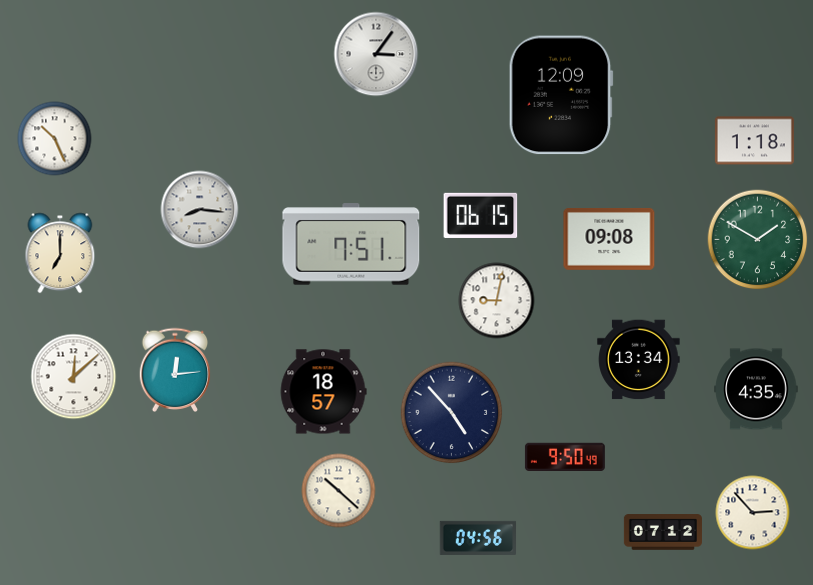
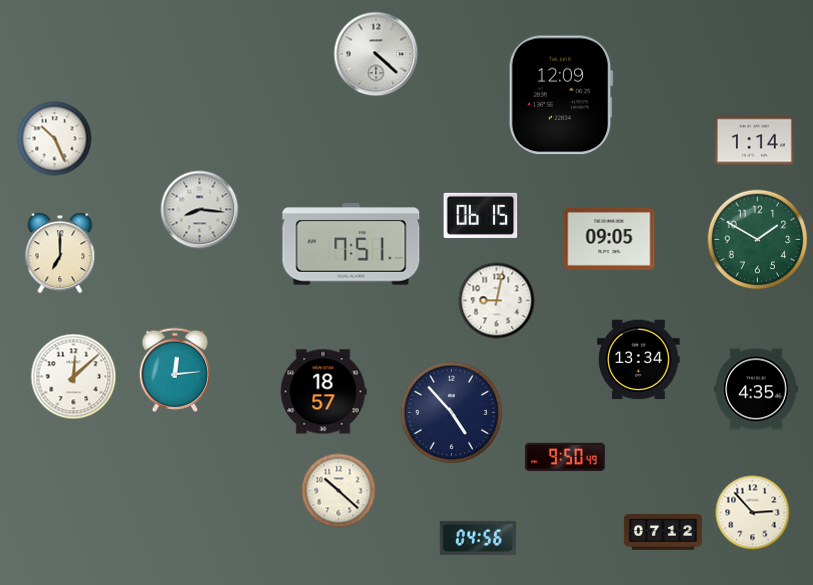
clock at (376, 54): 3:06 -> 4:22
clock at (754, 141): 1:18 -> 1:14
clock at (609, 240): 09:08 -> 09:05
